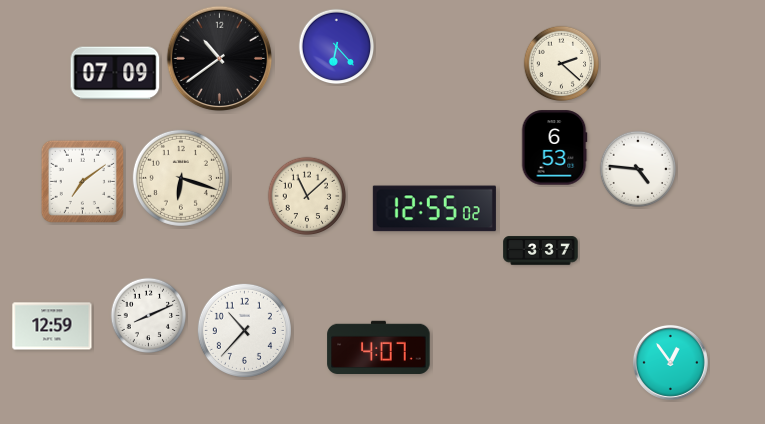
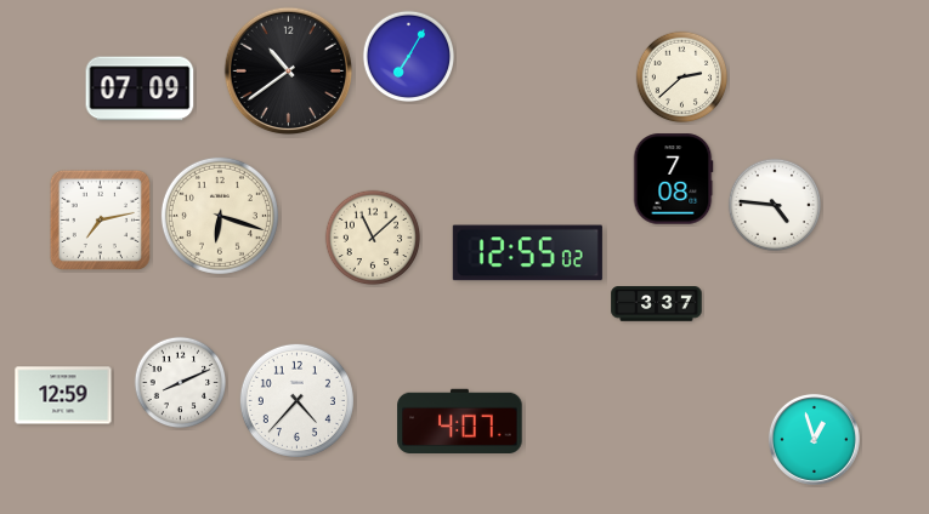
clock at (337, 47): 6:23 -> 7:05
clock at (220, 59) position: (220, 59) -> (289, 72)
clock at (562, 64): 2:22 -> 2:38
clock at (554, 148): 6:53 -> 7:08
clock at (82, 181): 7:09 -> 7:13
clock at (244, 330): 10:37 -> 4:37
clock at (670, 362): 12:54 -> 12:57
